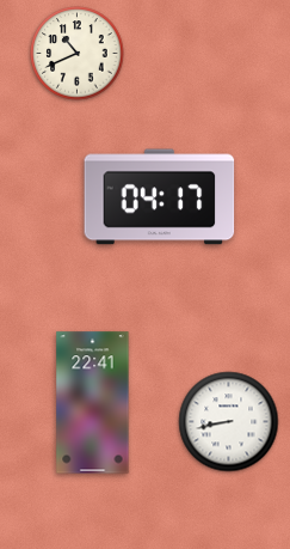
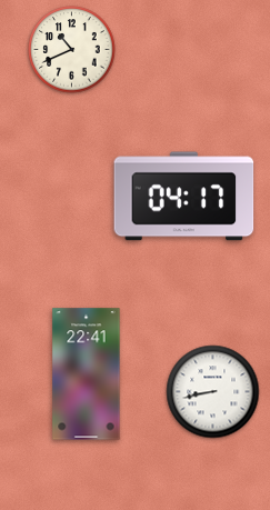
clock at (160, 197) position: (160, 197) -> (184, 197)
